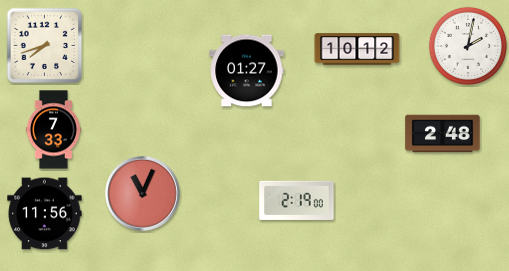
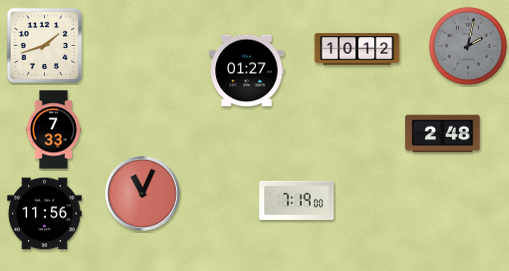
clock at (467, 45) dial: white -> grey
clock at (45, 46): 7:42 -> 1:42
clock at (297, 200): 2:19 -> 7:19
